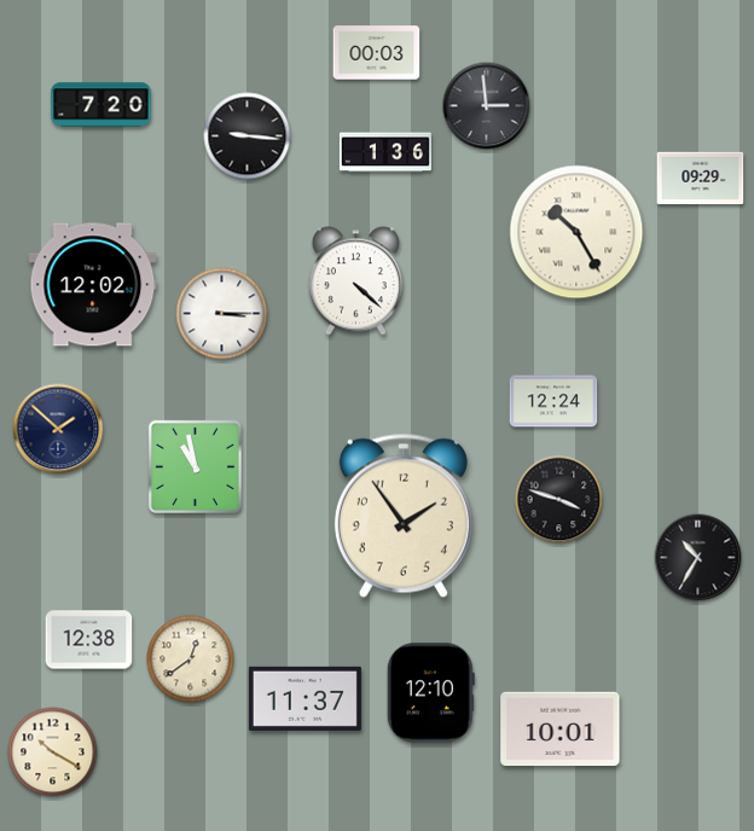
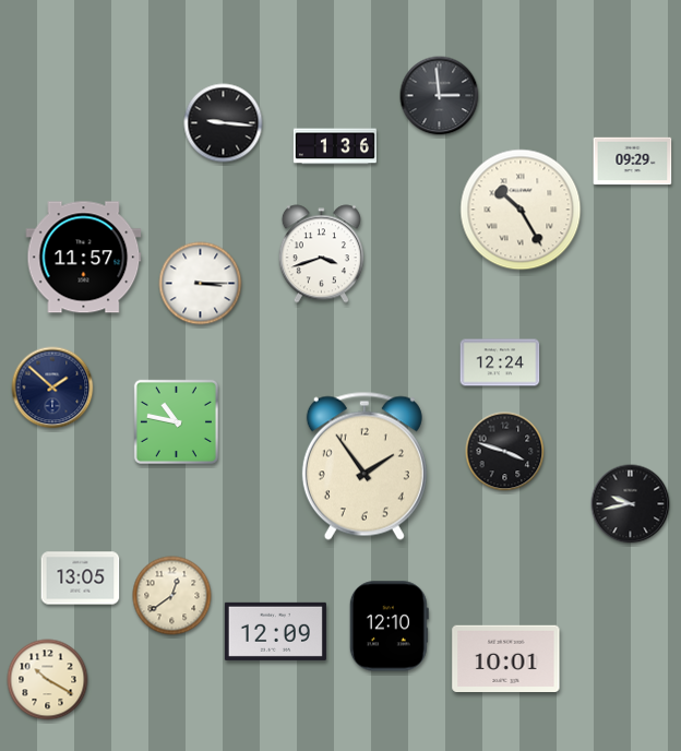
clock at (377, 53): 00:03 -> none
clock at (101, 105): 7:20 -> none
clock at (385, 152) position: (385, 152) -> (335, 146)
clock at (355, 281): 4:22 -> 3:42
clock at (93, 285): 12:02 -> 11:57
clock at (195, 466): 10:58 -> 10:47
clock at (698, 558): 10:35 -> 9:43
clock at (89, 640): 12:38 -> 13:05
clock at (304, 698): 11:37 -> 12:09
